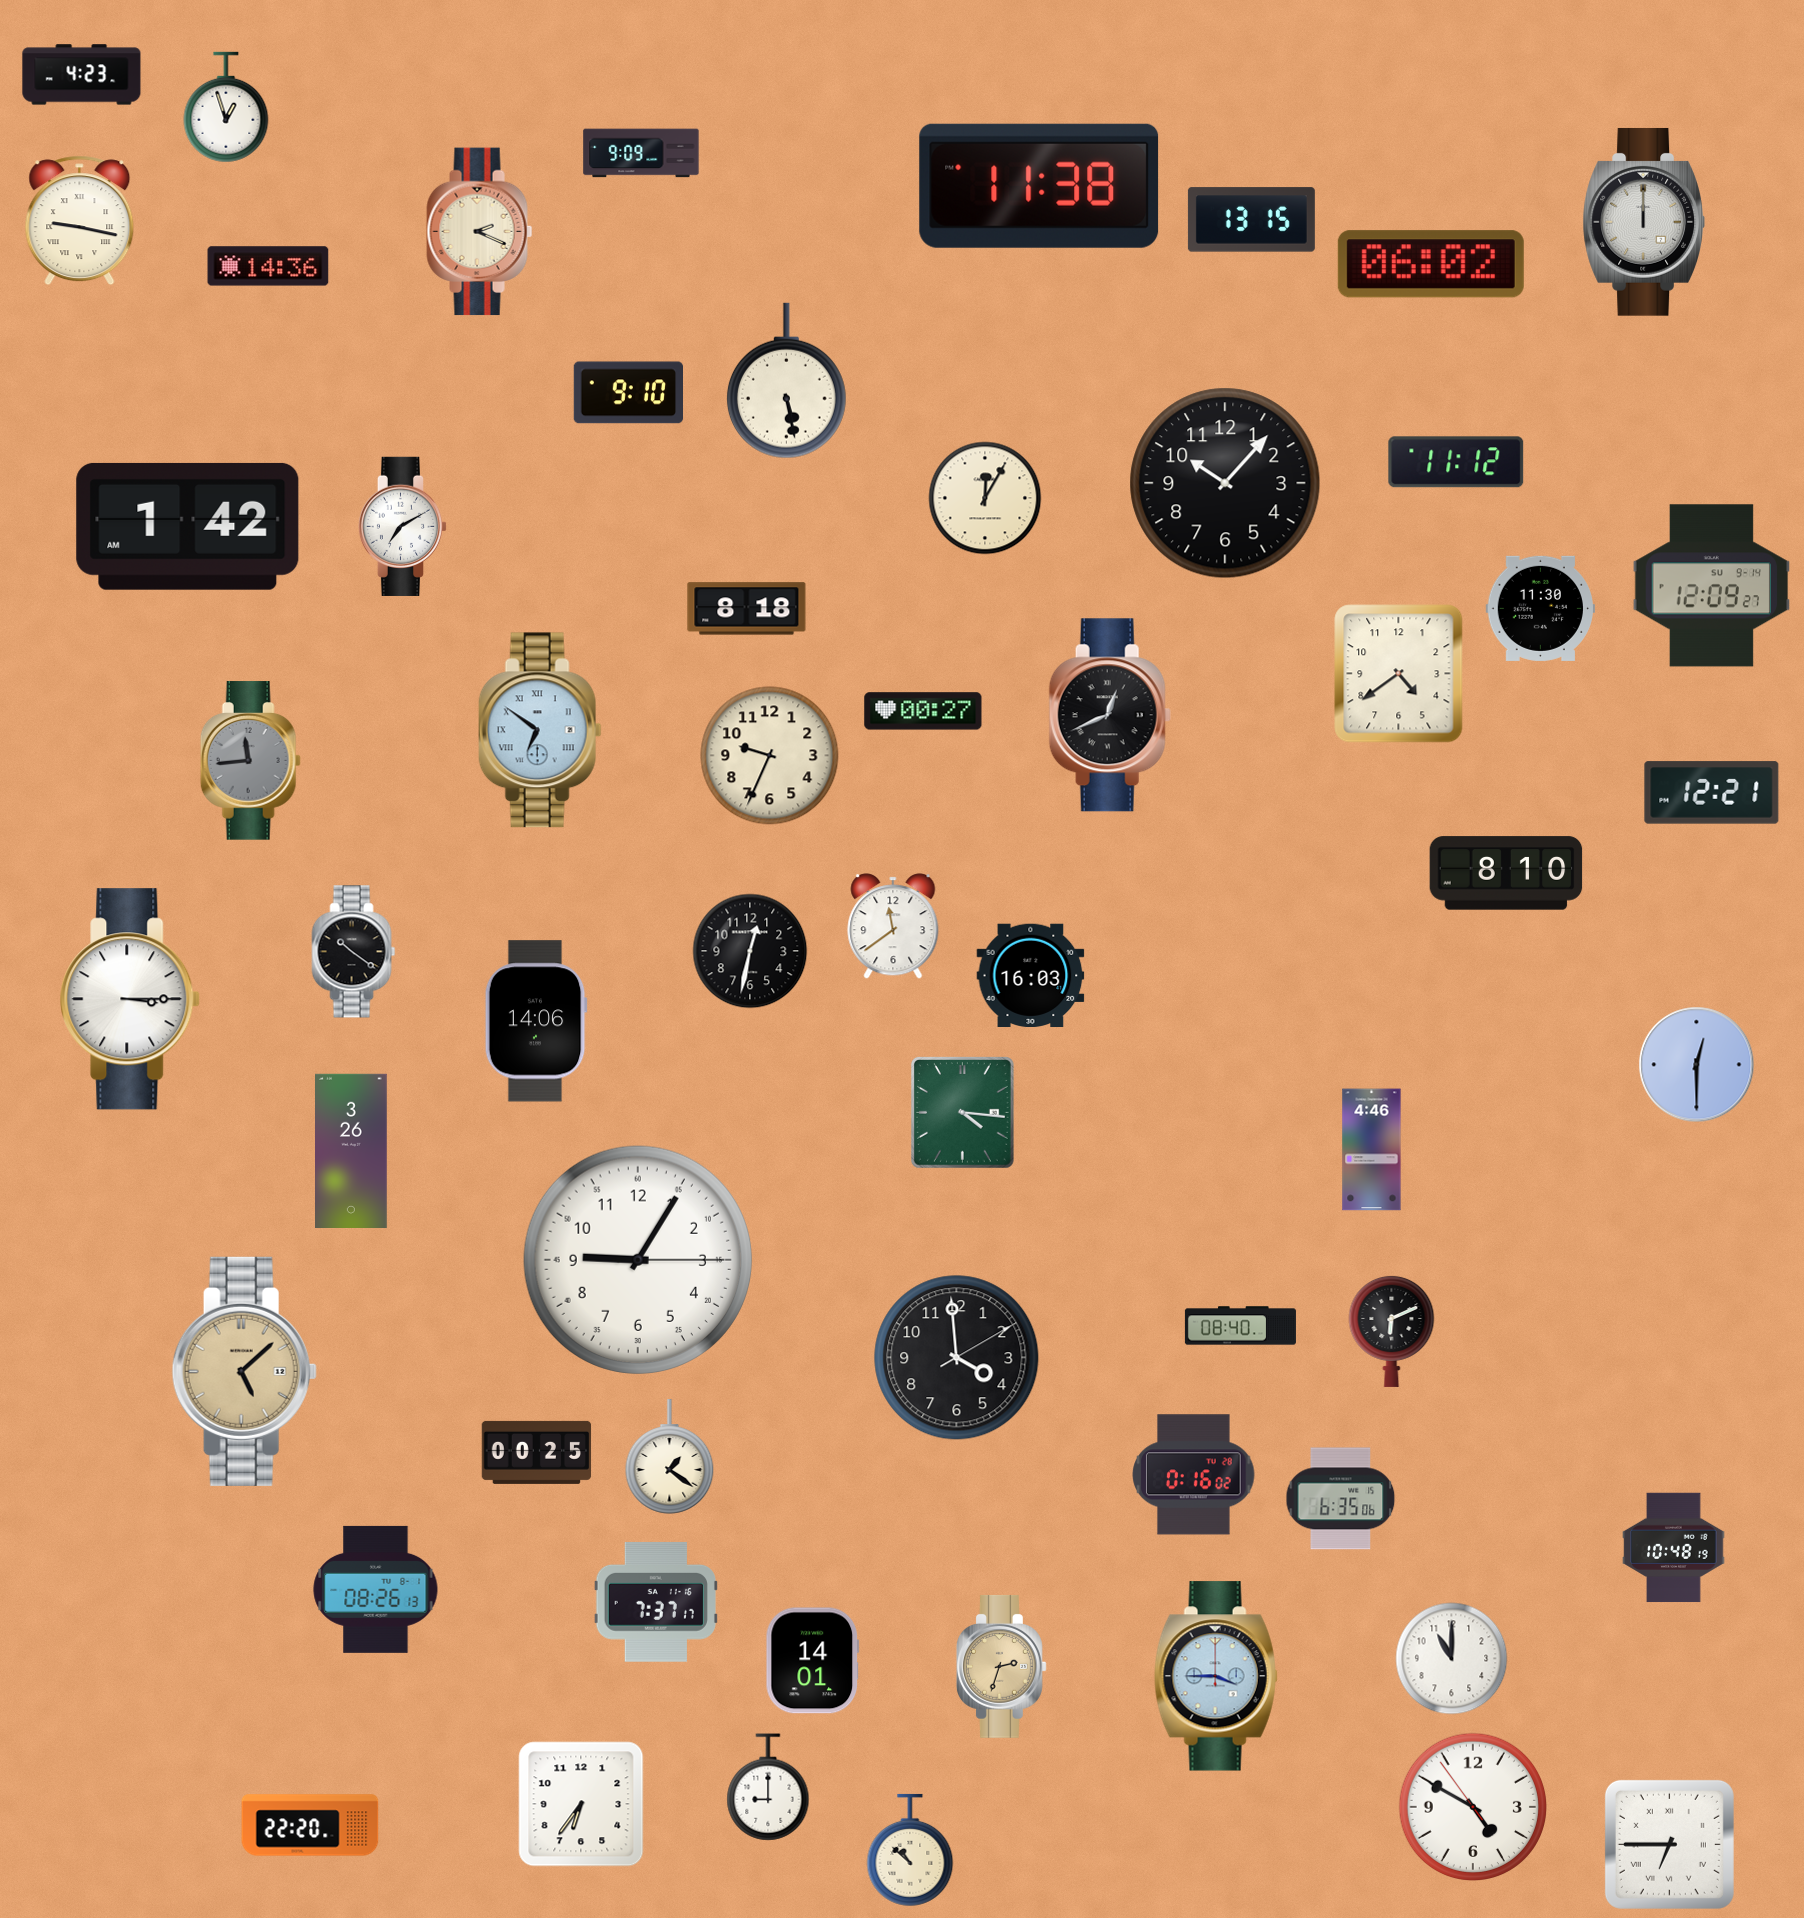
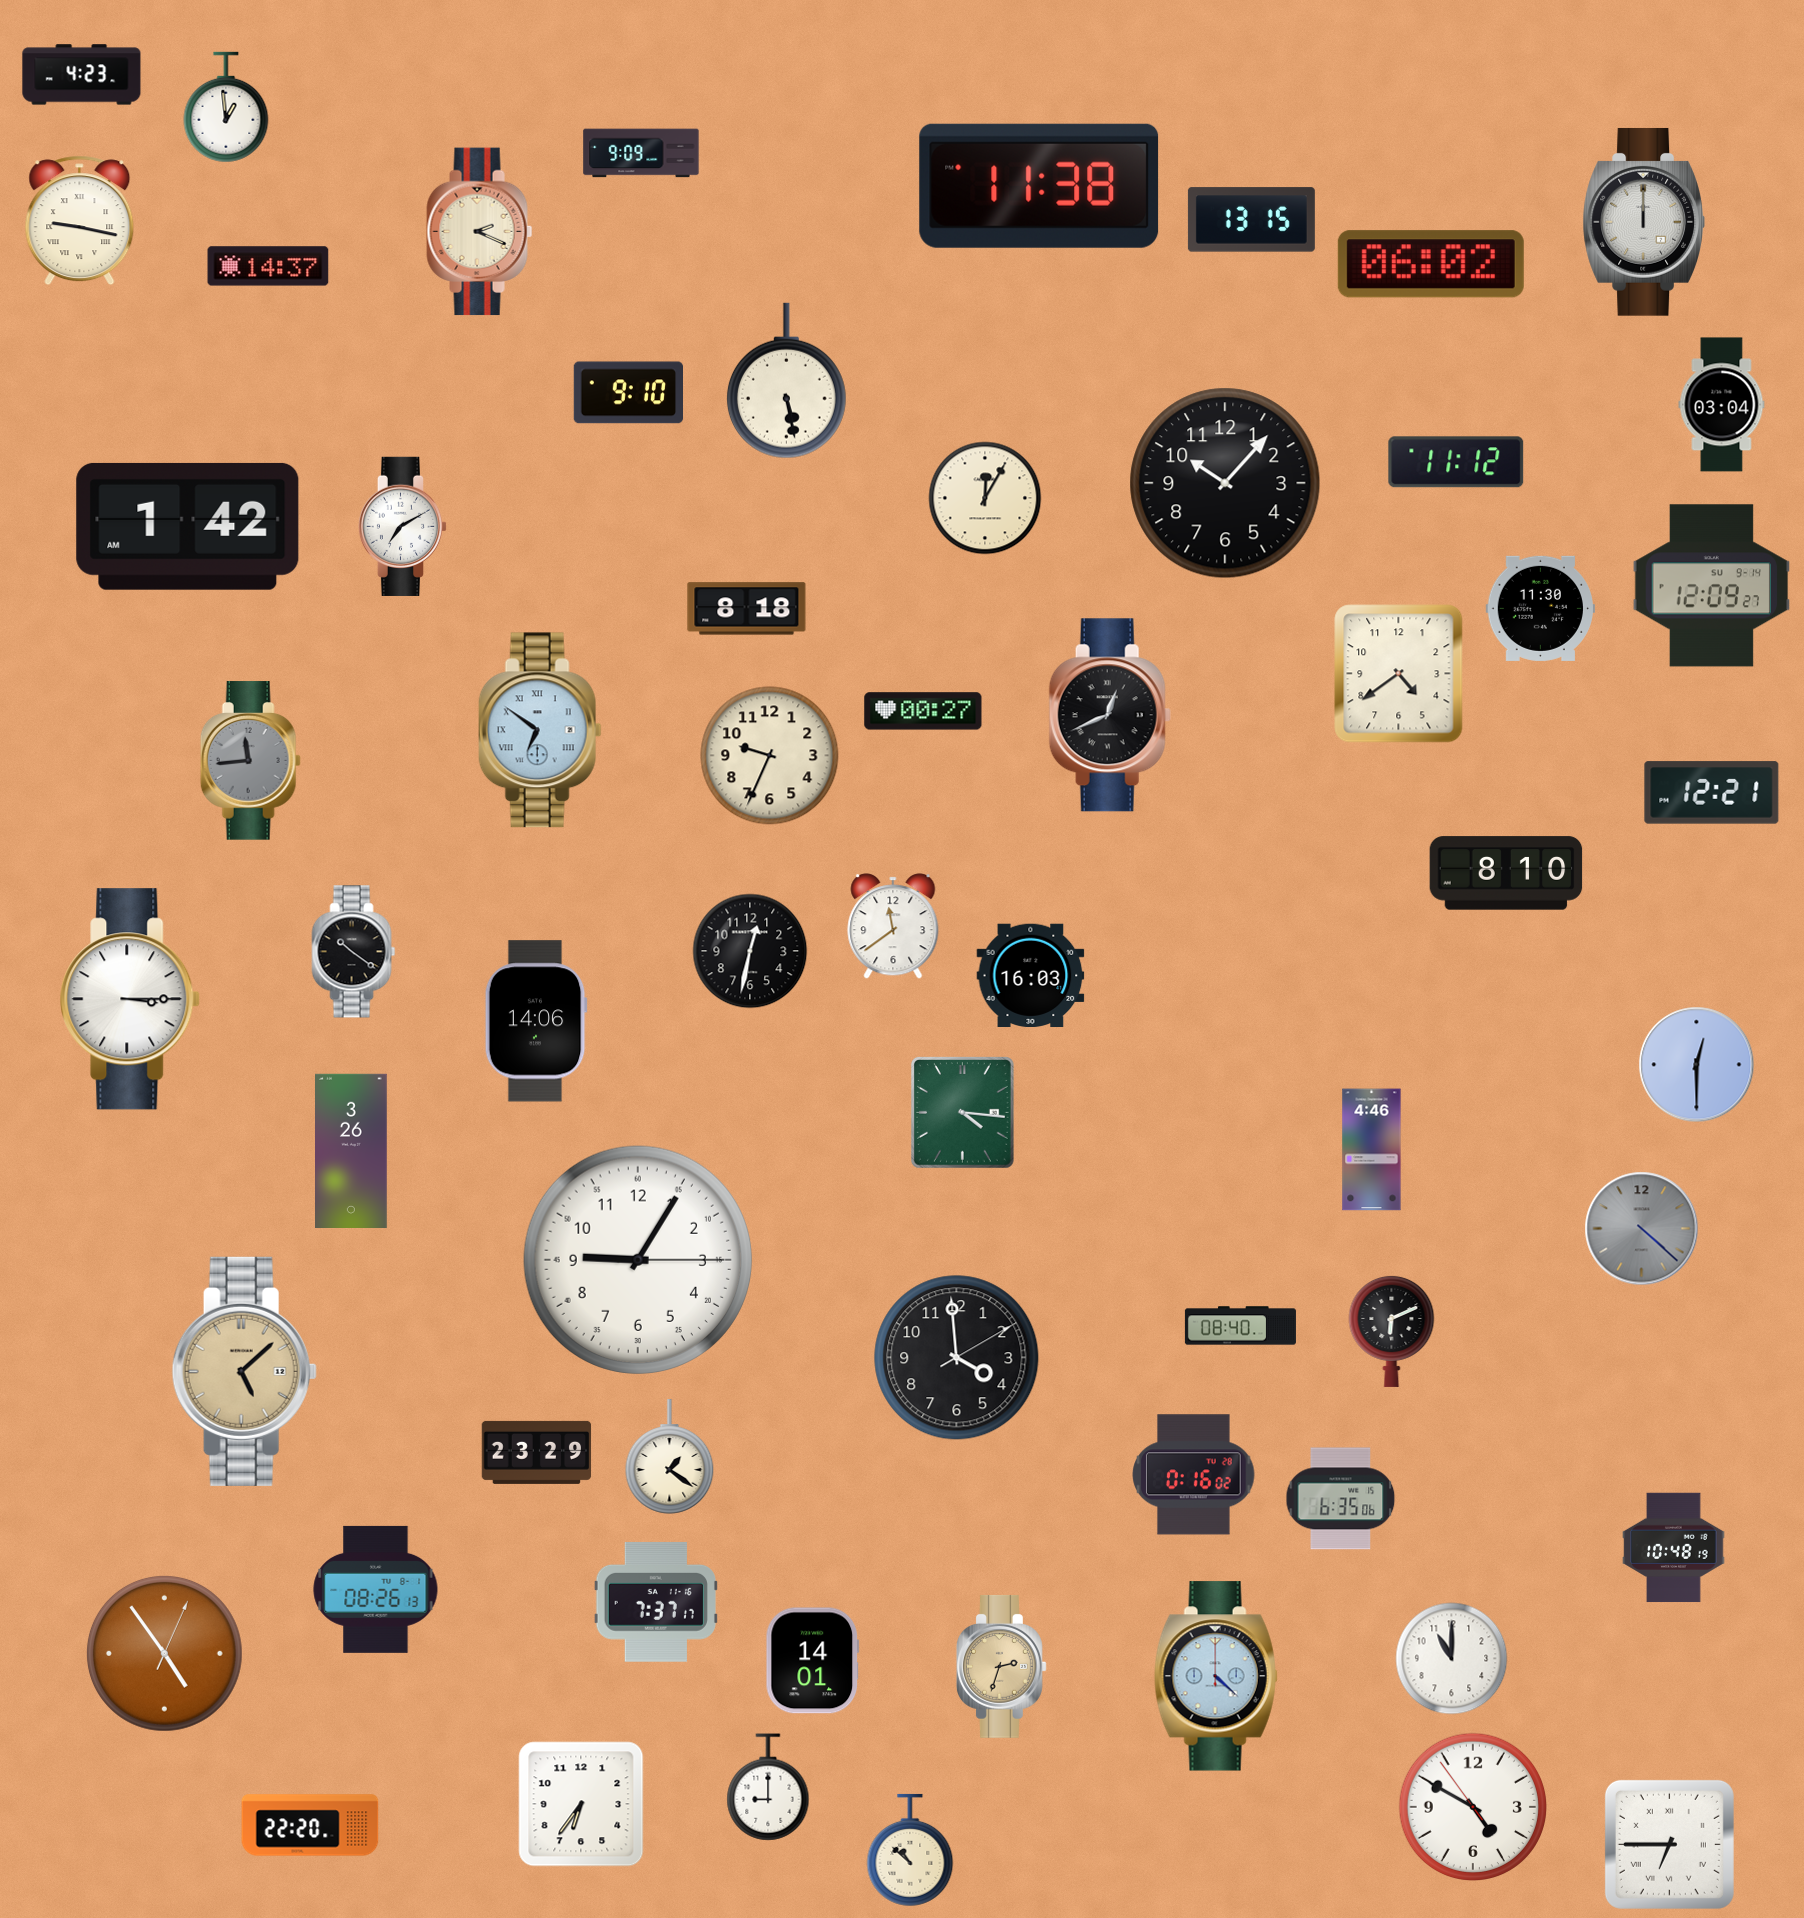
clock at (226, 107): 12:57 -> 12:59
clock at (268, 266): 14:36 -> 14:37
clock at (1722, 405): none -> 03:04
clock at (1642, 1229): none -> 4:22
clock at (537, 1452): 00:25 -> 23:29
clock at (164, 1653): none -> 4:54
clock at (1216, 1676): 3:45 -> 4:22
